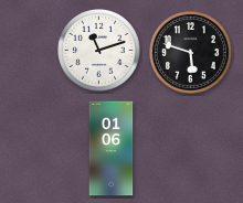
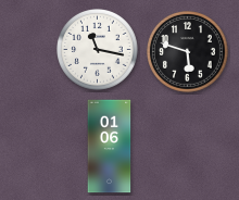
clock at (99, 51): 11:12 -> 11:17
